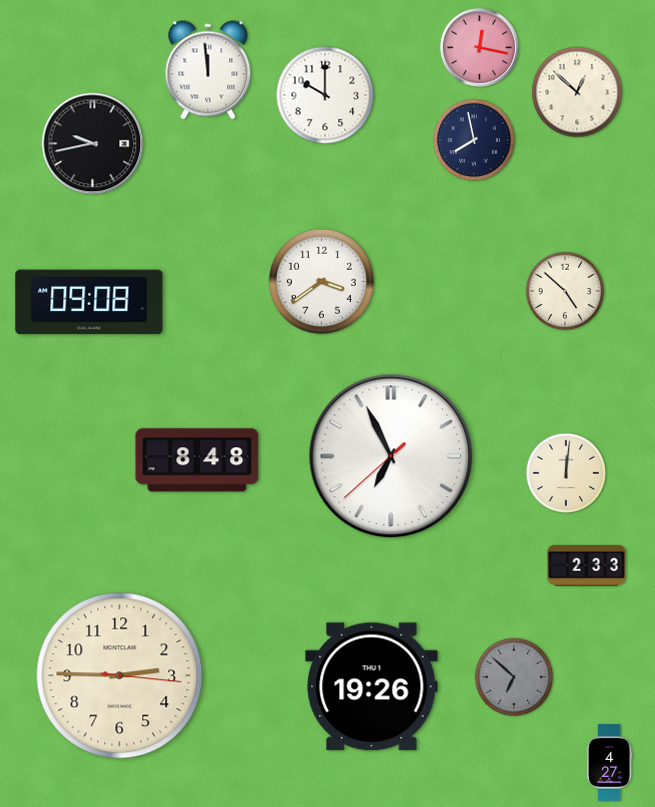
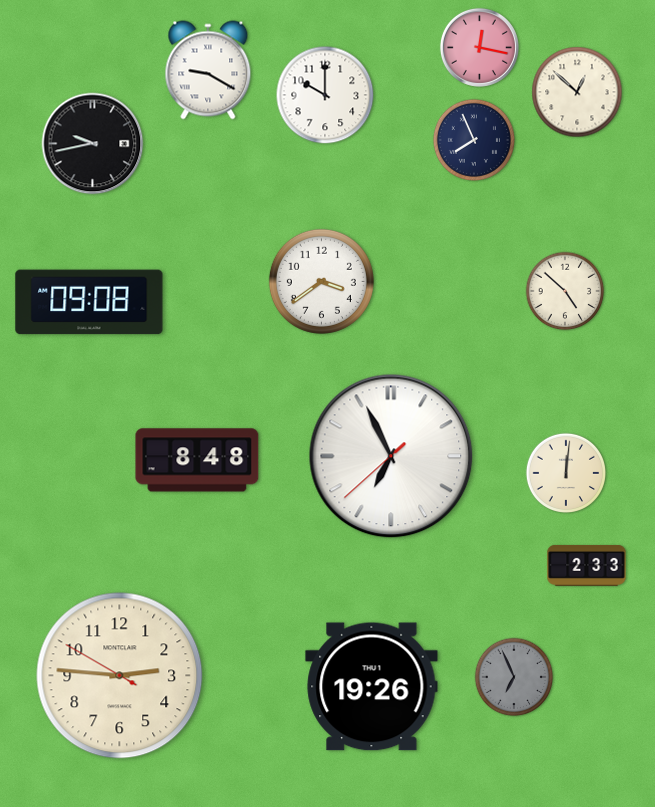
clock at (208, 70): 11:59 -> 9:20
clock at (474, 140): 7:58 -> 7:56
clock at (120, 676): 2:45:16 -> 2:45:50
clock at (514, 677): 6:52 -> 6:56
clock at (609, 763): 4:27 -> none
